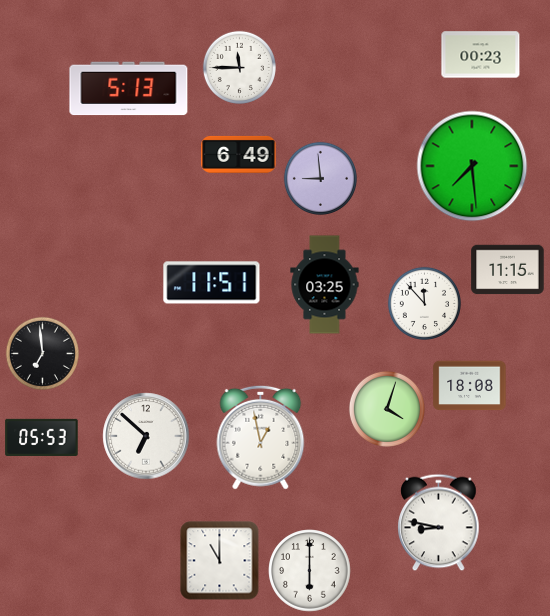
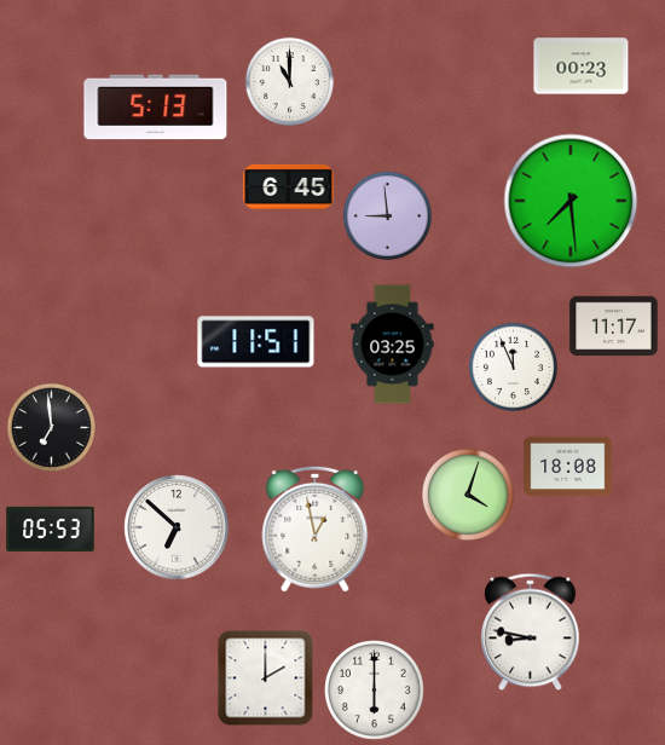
clock at (239, 67): 11:45 -> 11:00
clock at (239, 154): 6:49 -> 6:45
clock at (508, 270): 11:15 -> 11:17
clock at (424, 303): 11:53 -> 11:56
clock at (220, 561): 11:00 -> 2:00
